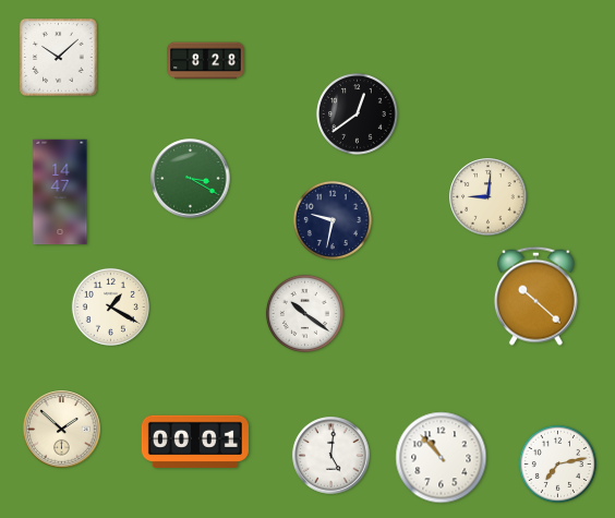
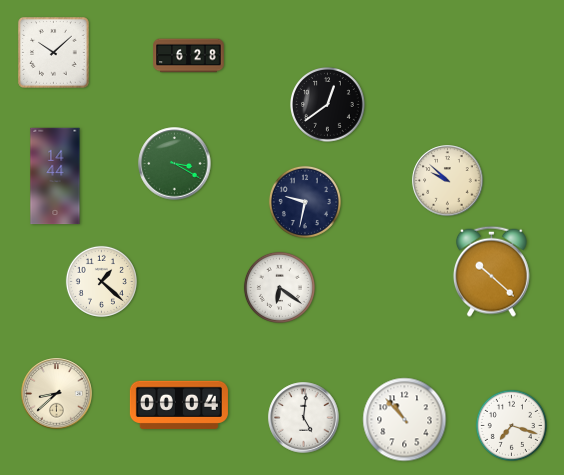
clock at (206, 61): 8:28 -> 6:28
clock at (60, 192): 14:47 -> 14:44
clock at (489, 197): 9:01 -> 9:52
clock at (110, 306): 1:20 -> 1:22
clock at (304, 313): 10:21 -> 6:21
clock at (62, 430): 1:52 -> 8:38
clock at (195, 441): 00:01 -> 00:04
clock at (557, 463): 7:13 -> 7:18
